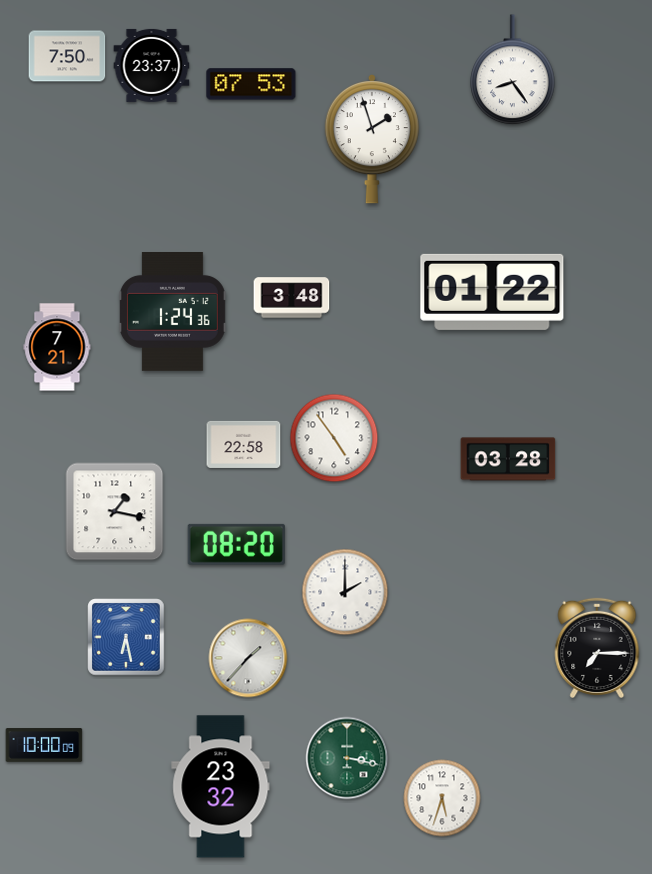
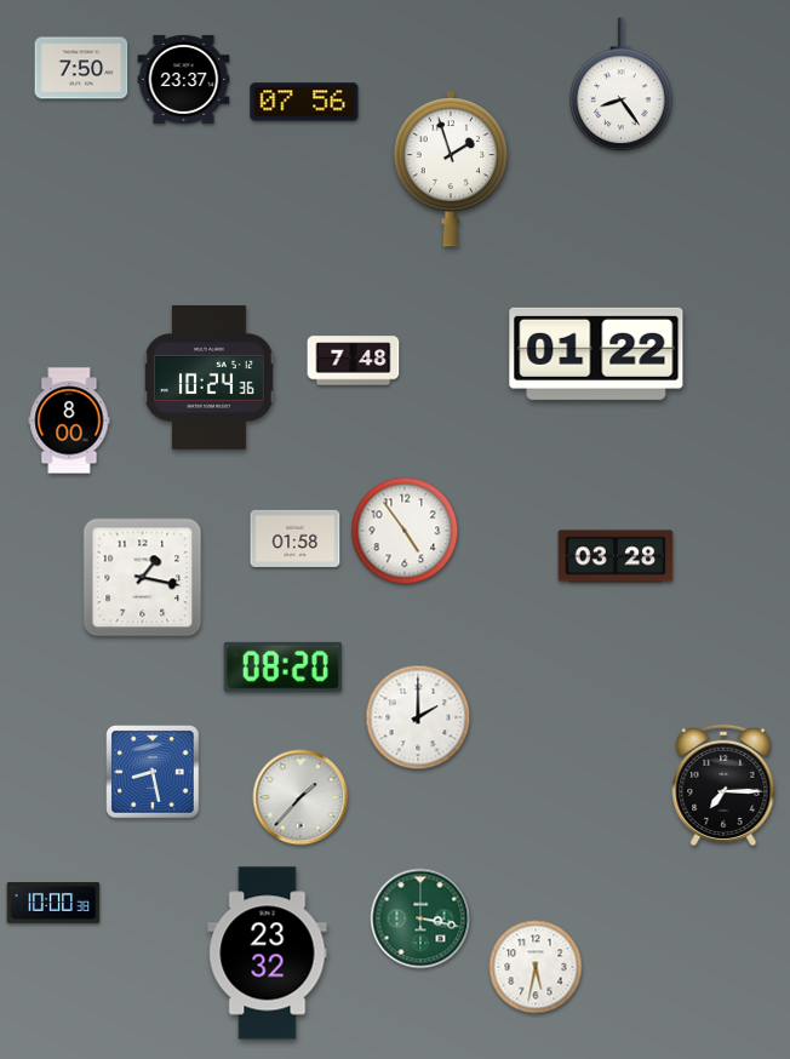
clock at (251, 84): 07:53 -> 07:56
clock at (292, 298): 3:48 -> 7:48
clock at (172, 312): 1:24 -> 10:24
clock at (57, 347): 7:21 -> 8:00
clock at (244, 444): 22:58 -> 01:58
clock at (115, 512) position: (115, 512) -> (143, 578)
clock at (236, 544) position: (236, 544) -> (282, 666)
clock at (126, 637): 6:28 -> 8:28
clock at (44, 745): 10:00:09 -> 10:00:38
clock at (442, 798): 5:33 -> 5:32
